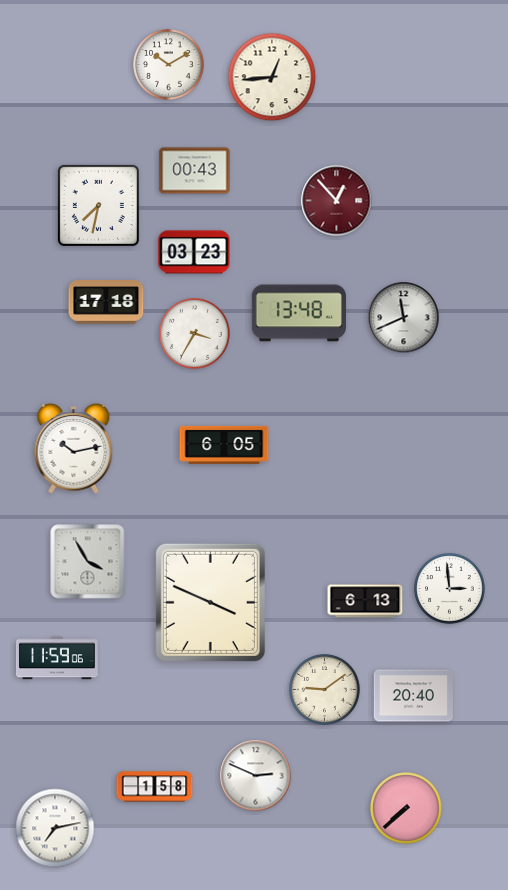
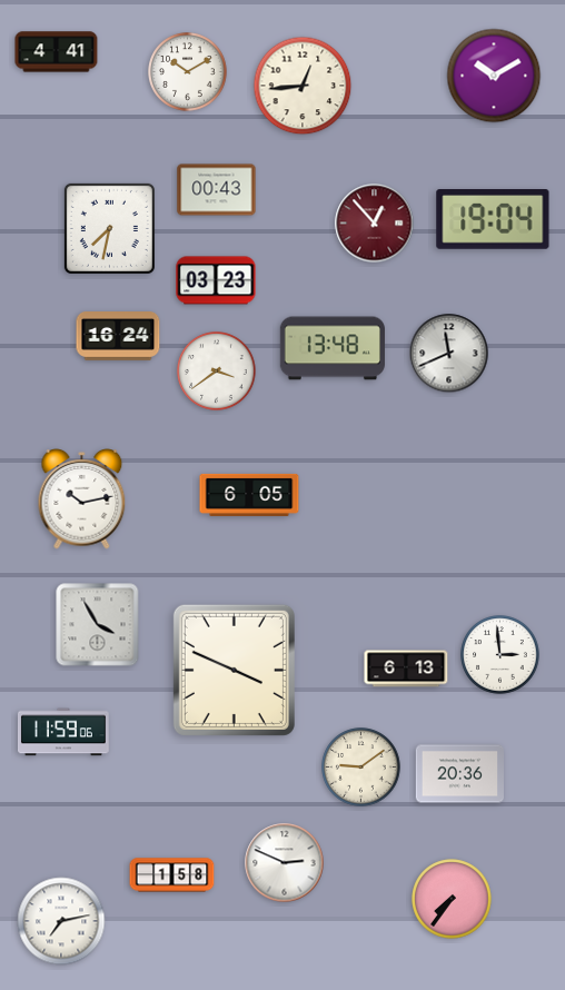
clock at (57, 52): none -> 4:41
clock at (494, 76): none -> 10:10
clock at (493, 220): none -> 19:04
clock at (106, 303): 17:18 -> 16:24
clock at (195, 334): 3:35 -> 3:39
clock at (414, 696): 20:40 -> 20:36
clock at (406, 808): 7:38 -> 7:36
